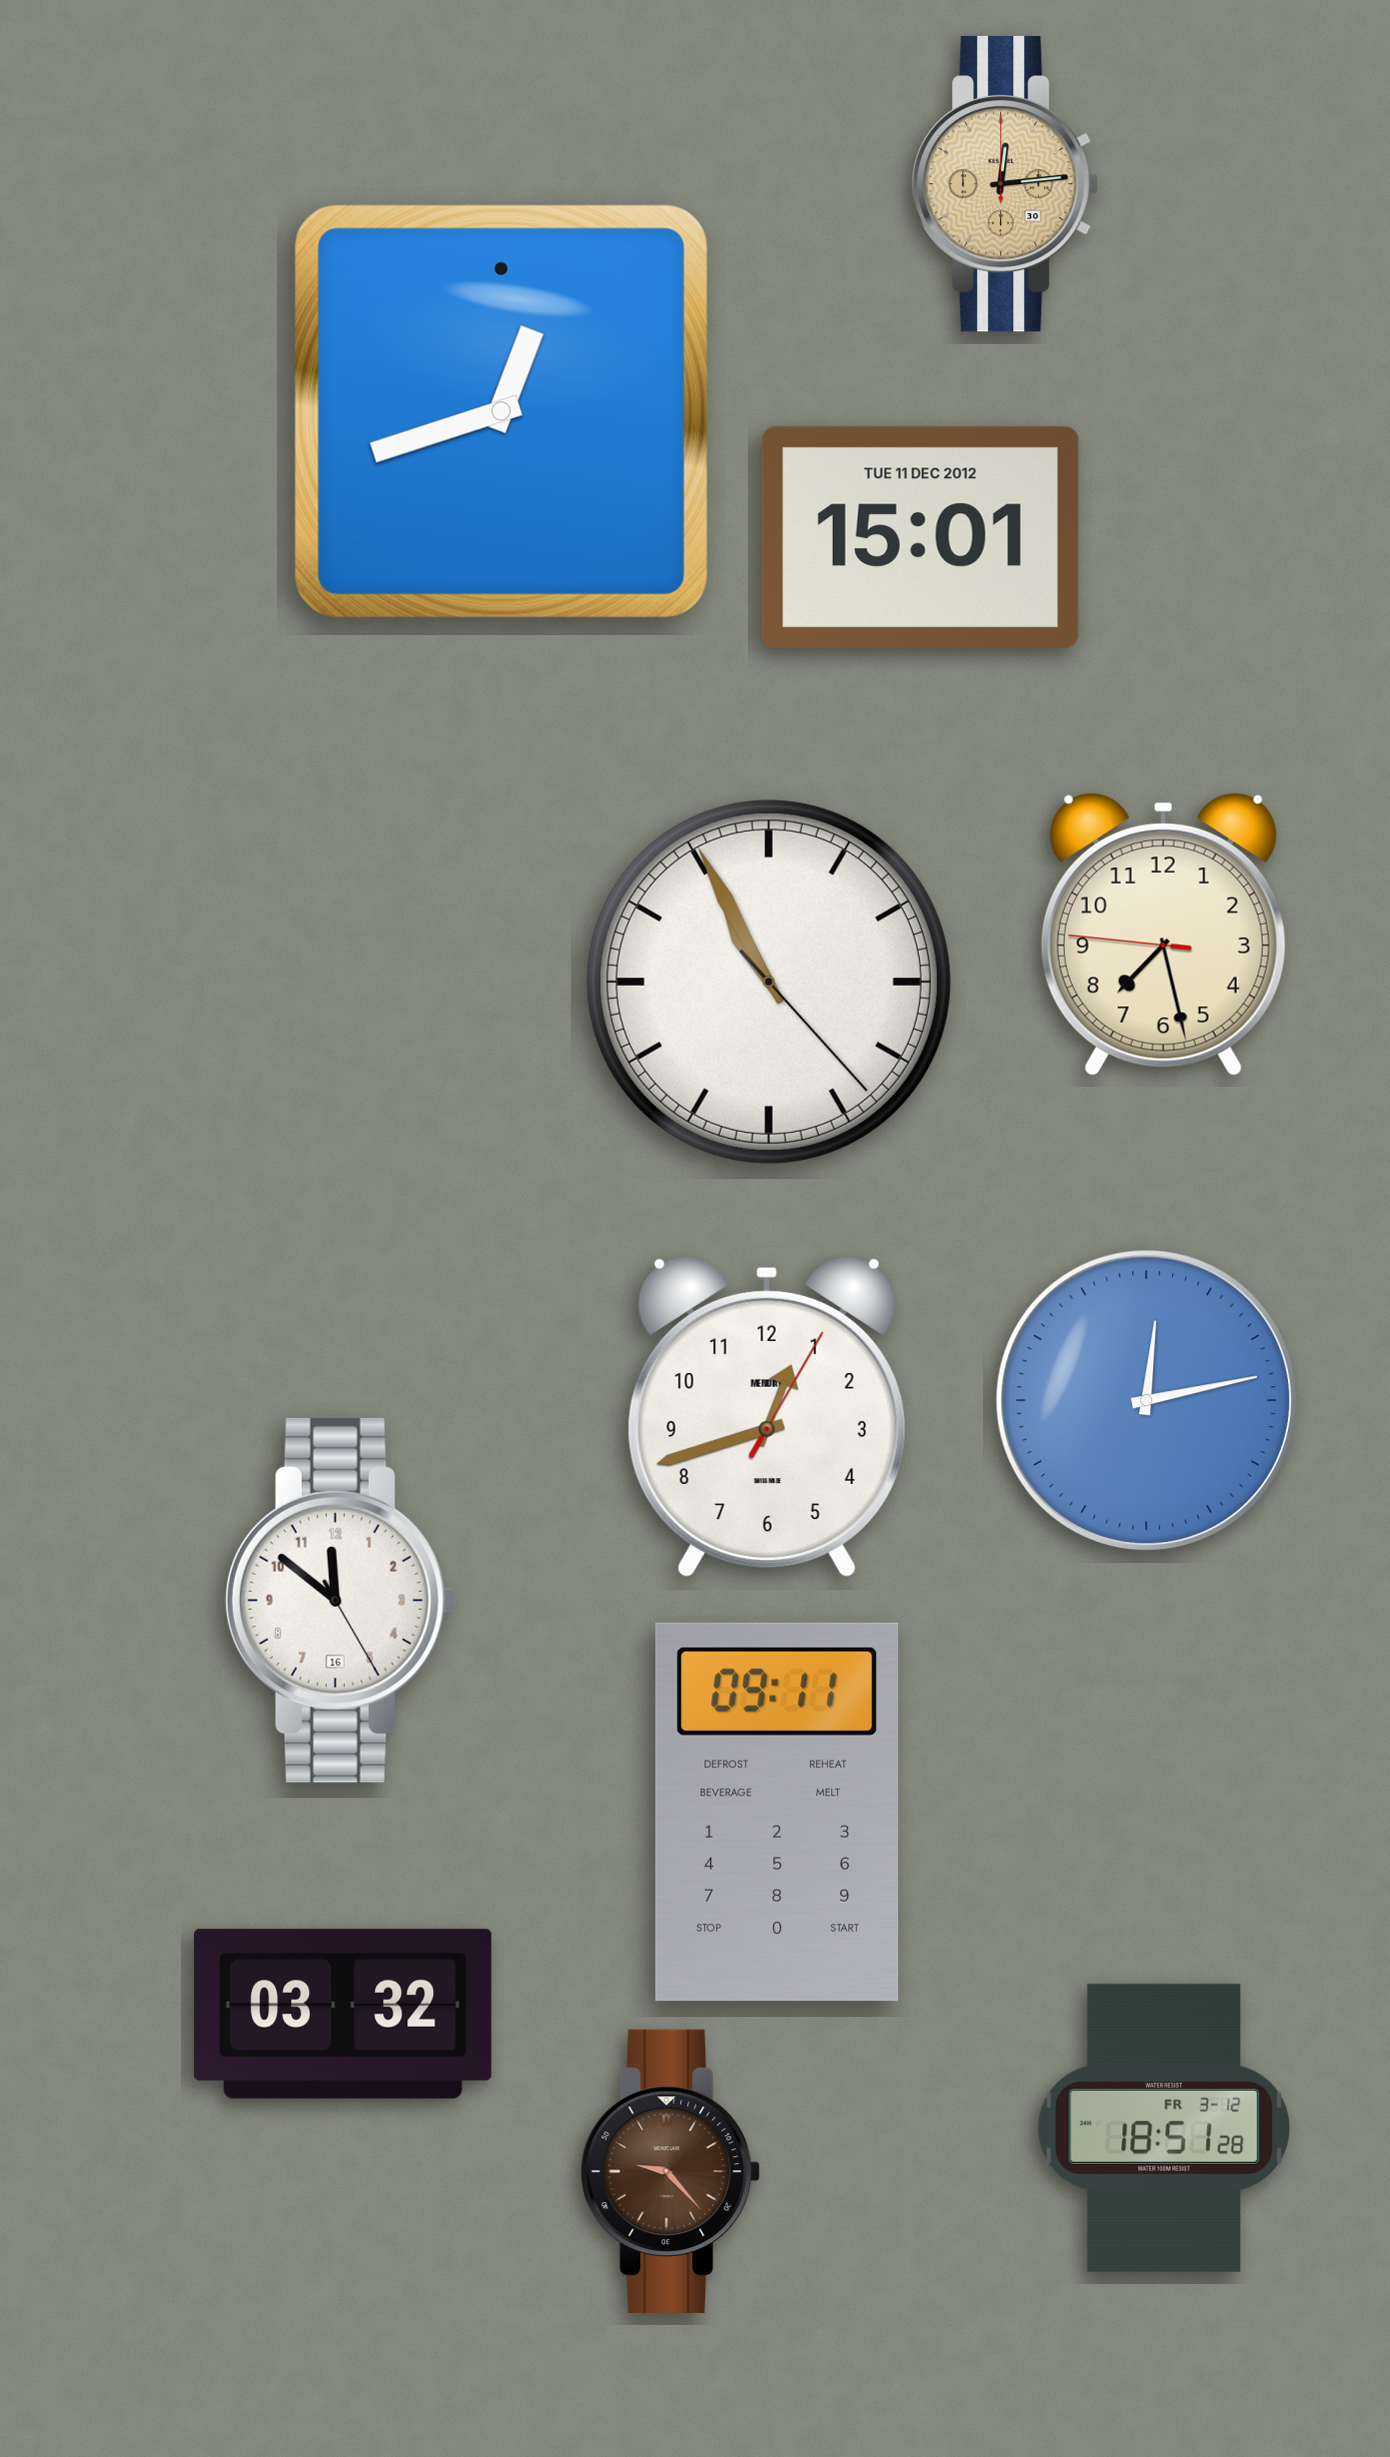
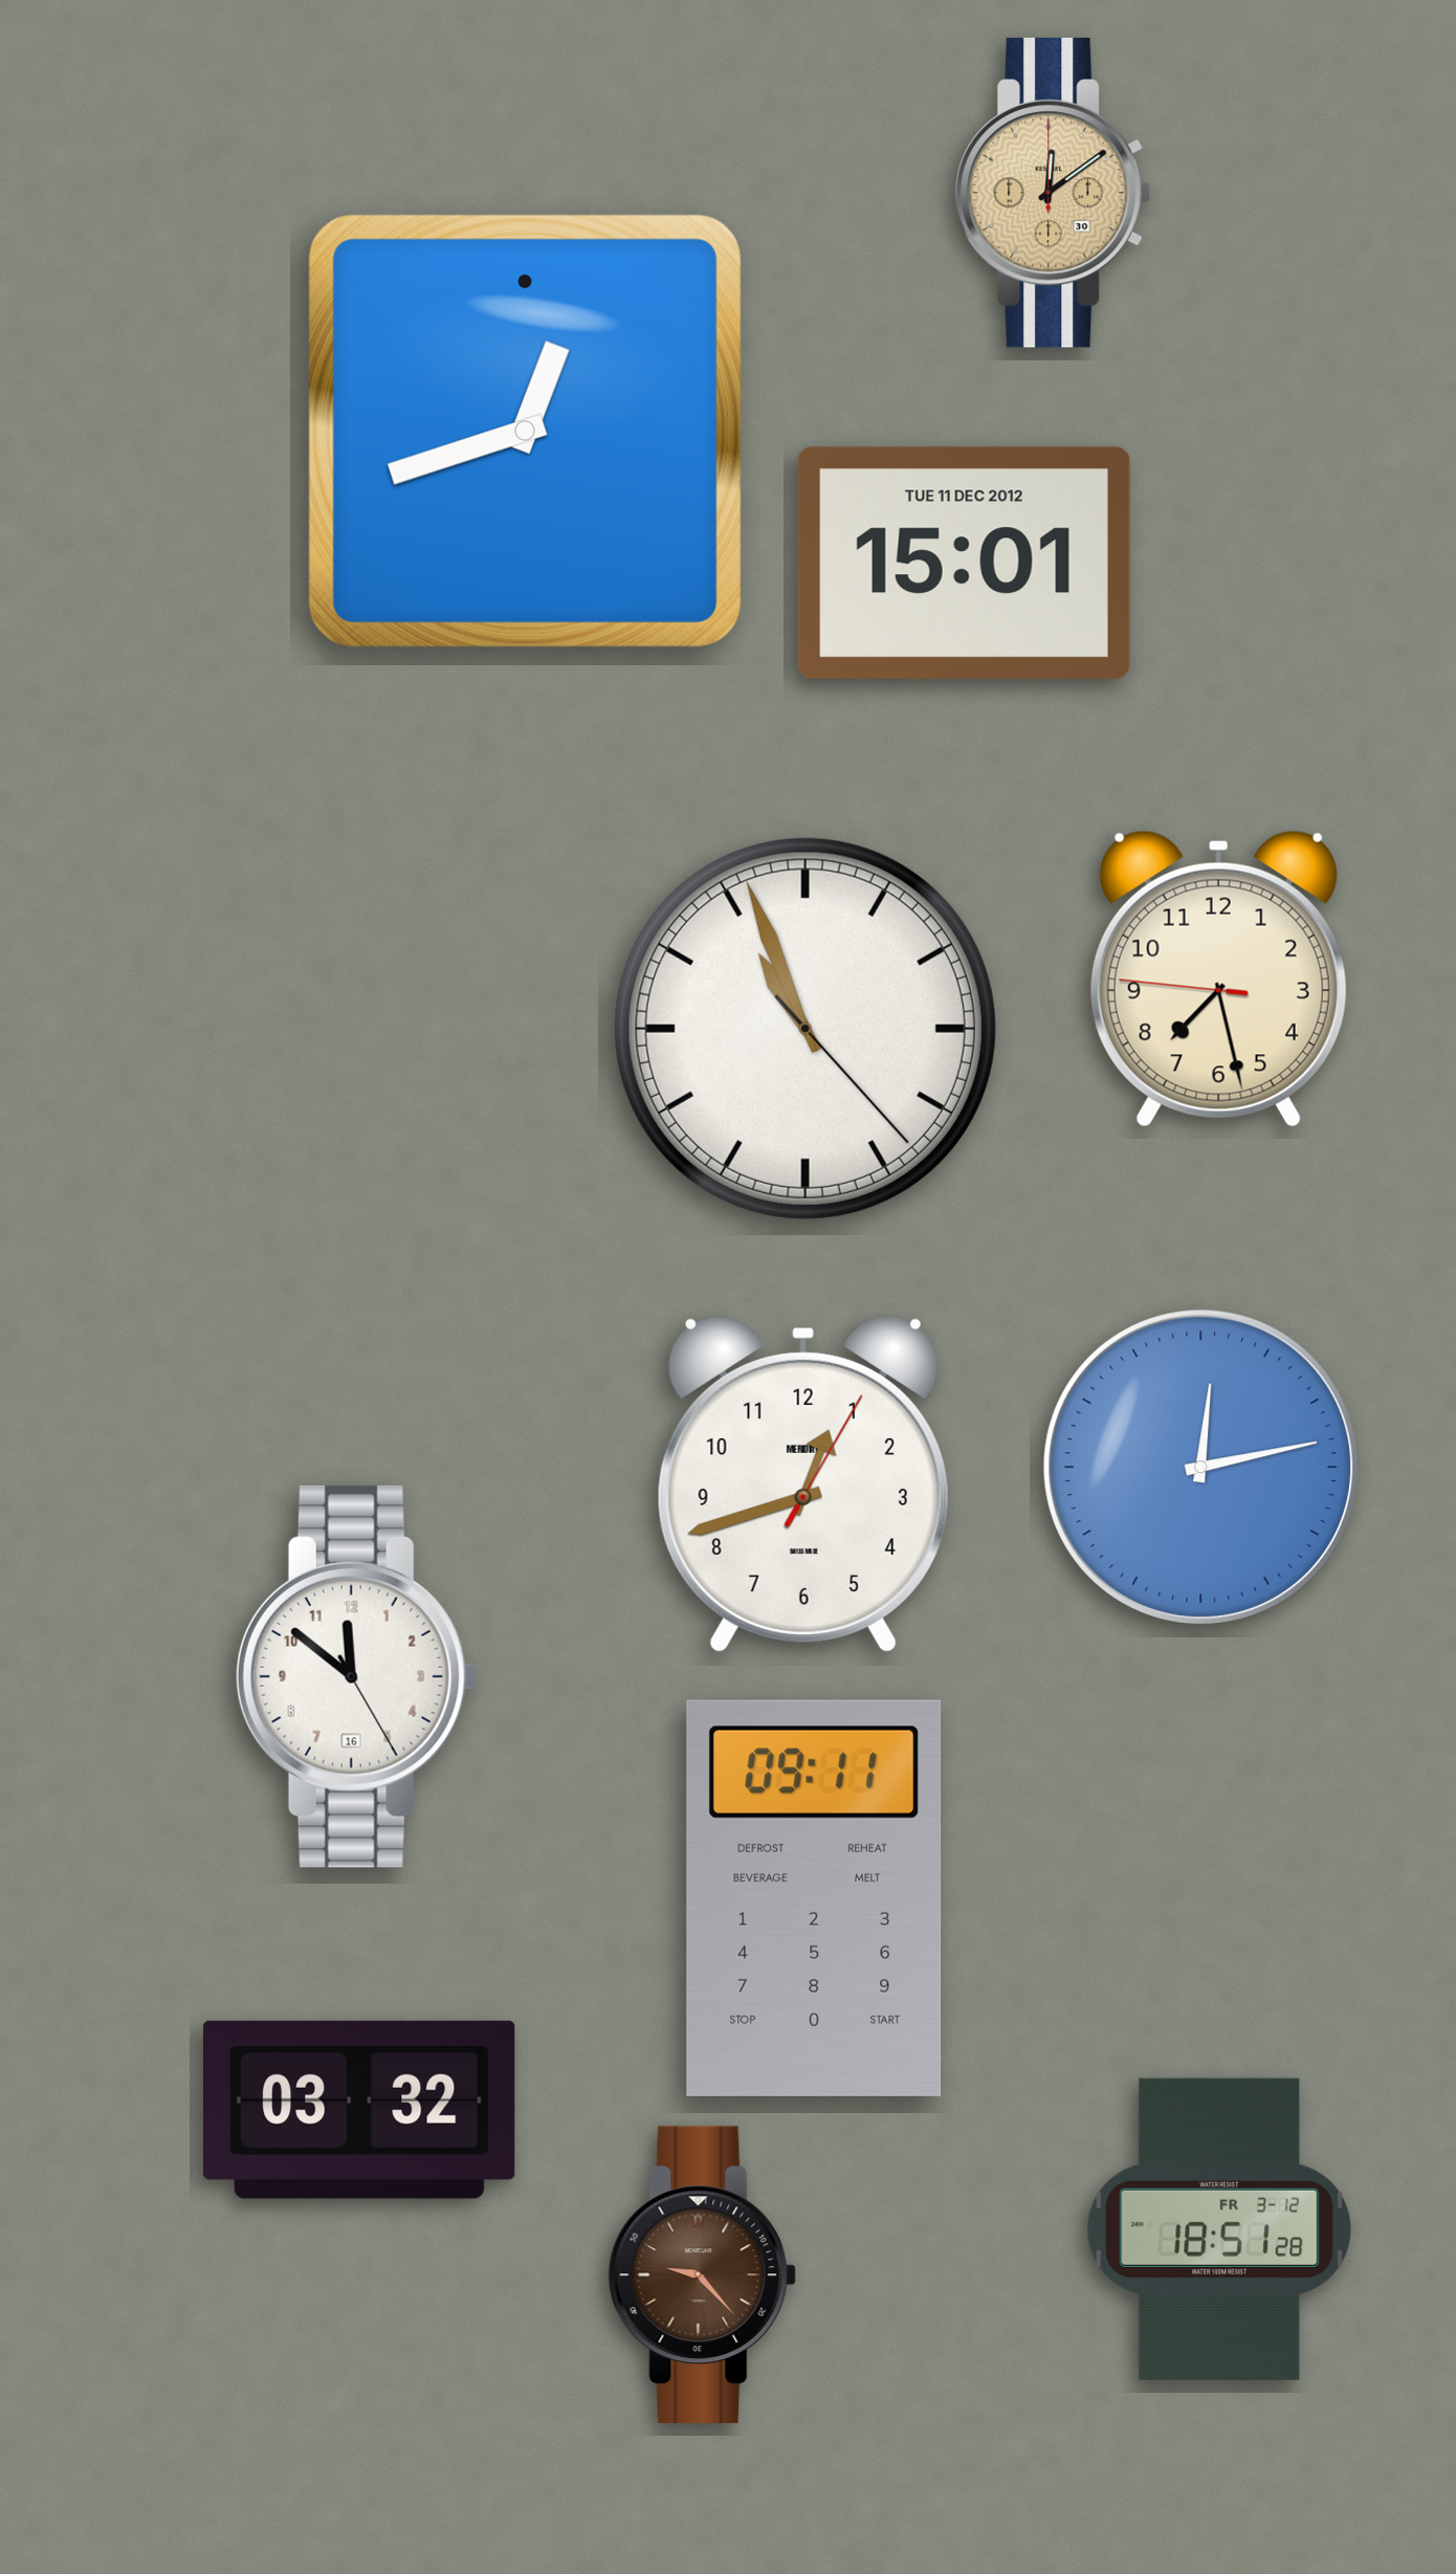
clock at (1005, 184): 12:14 -> 12:09
clock at (769, 982): 10:55 -> 10:56
